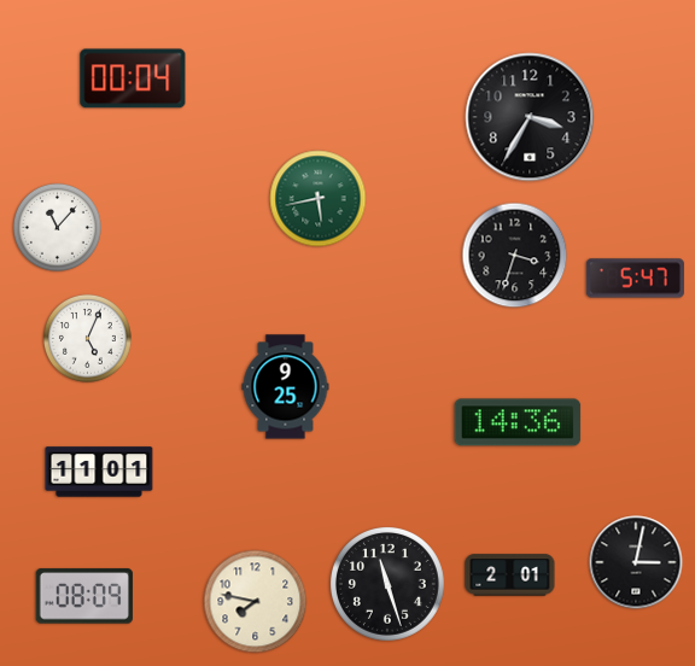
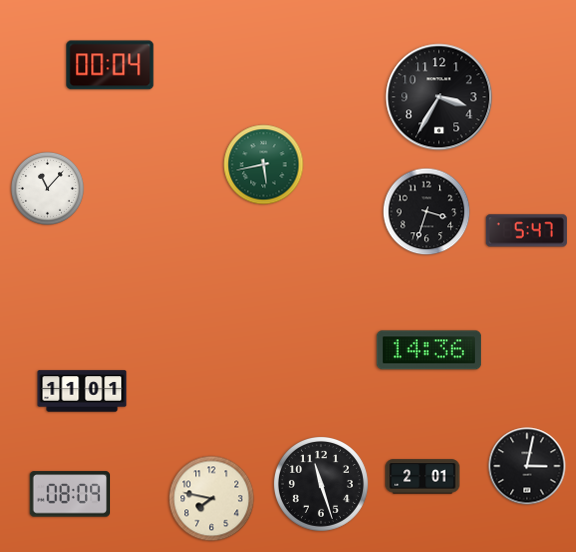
clock at (87, 338): 5:04 -> none
clock at (286, 387): 9:25 -> none
